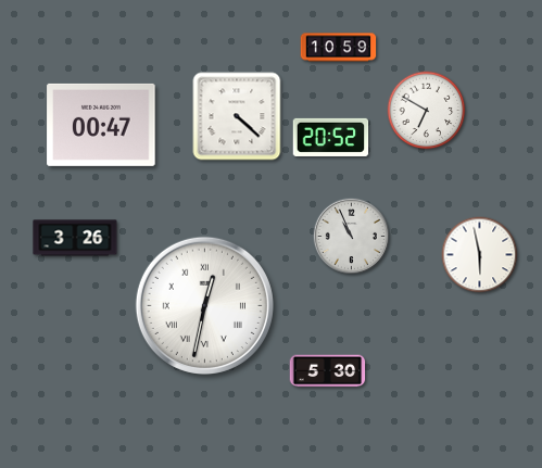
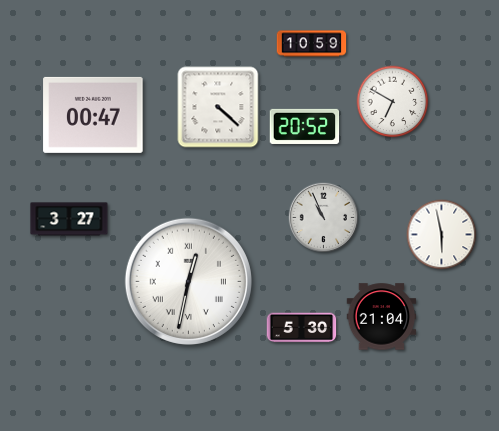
clock at (75, 238): 3:26 -> 3:27
clock at (382, 317): none -> 21:04
clock at (328, 371) position: (328, 371) -> (302, 328)
